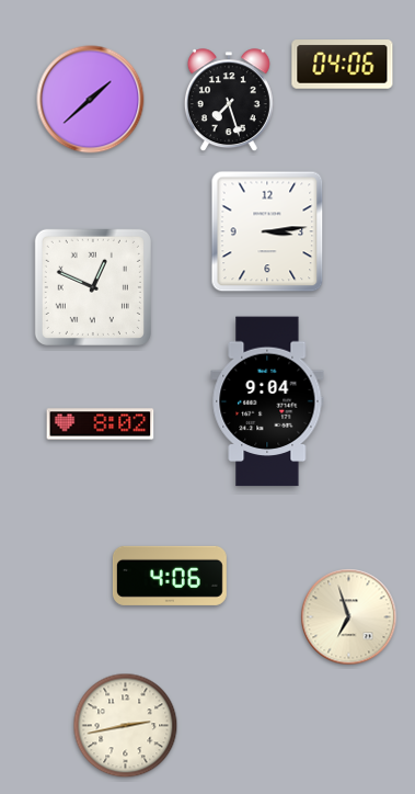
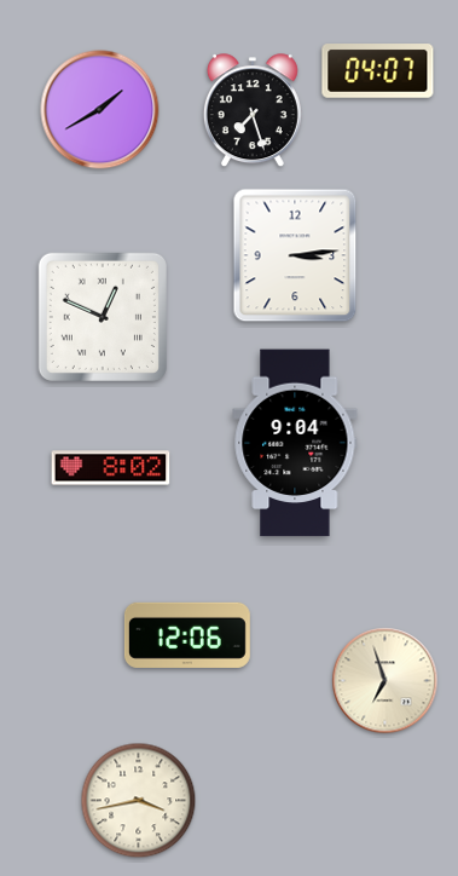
clock at (343, 65): 04:06 -> 04:07
clock at (91, 100): 1:38 -> 1:40
clock at (170, 576): 4:06 -> 12:06
clock at (126, 726): 2:43 -> 3:43
